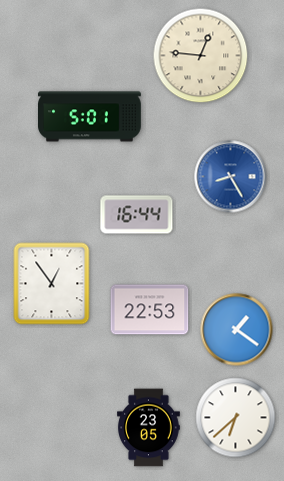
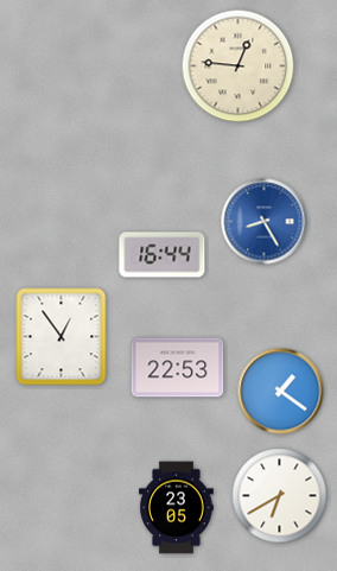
clock at (90, 117): 5:01 -> none
clock at (231, 177) position: (231, 177) -> (265, 222)
clock at (236, 418): 6:38 -> 6:40
